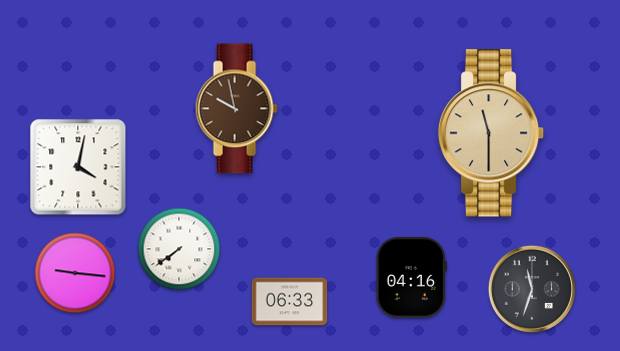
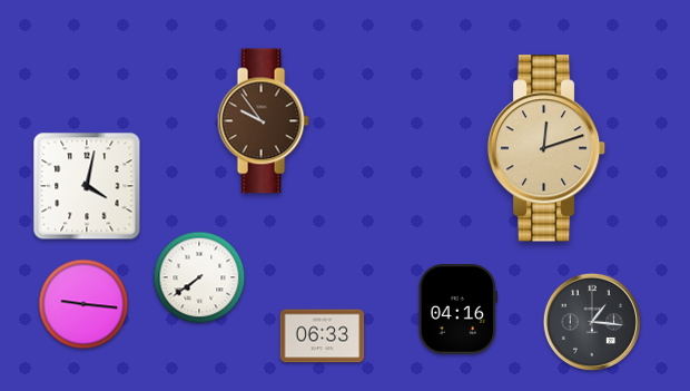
clock at (236, 109): 9:58 -> 9:54
clock at (491, 133): 11:30 -> 12:12
clock at (532, 289): 11:33 -> 1:16
